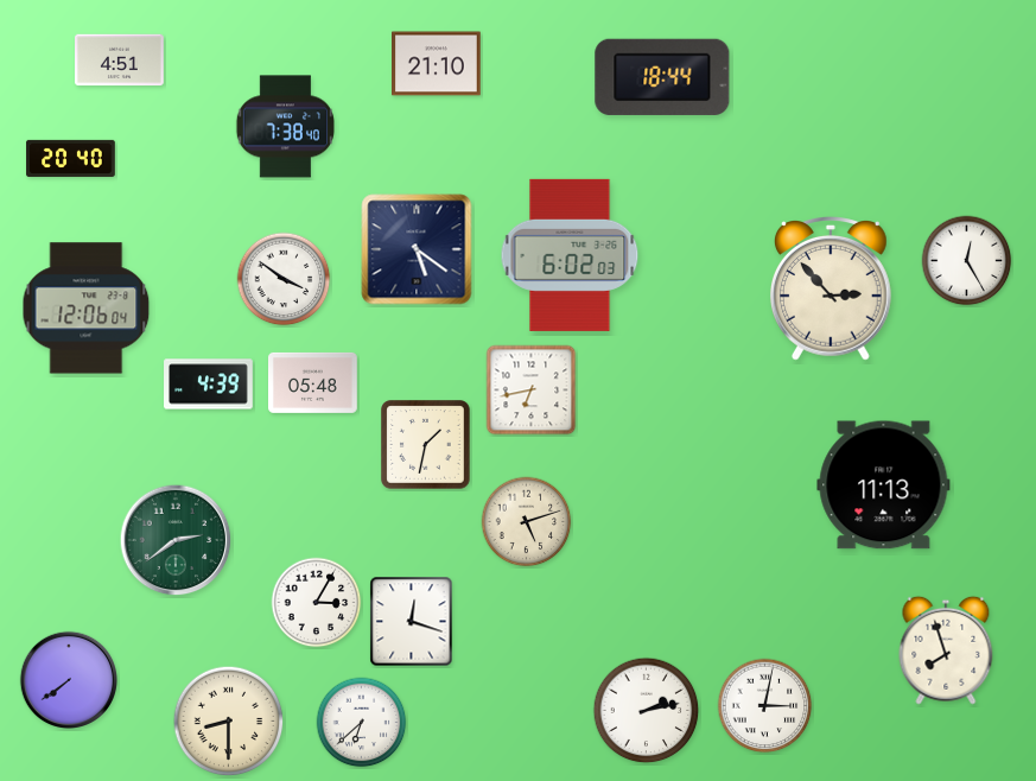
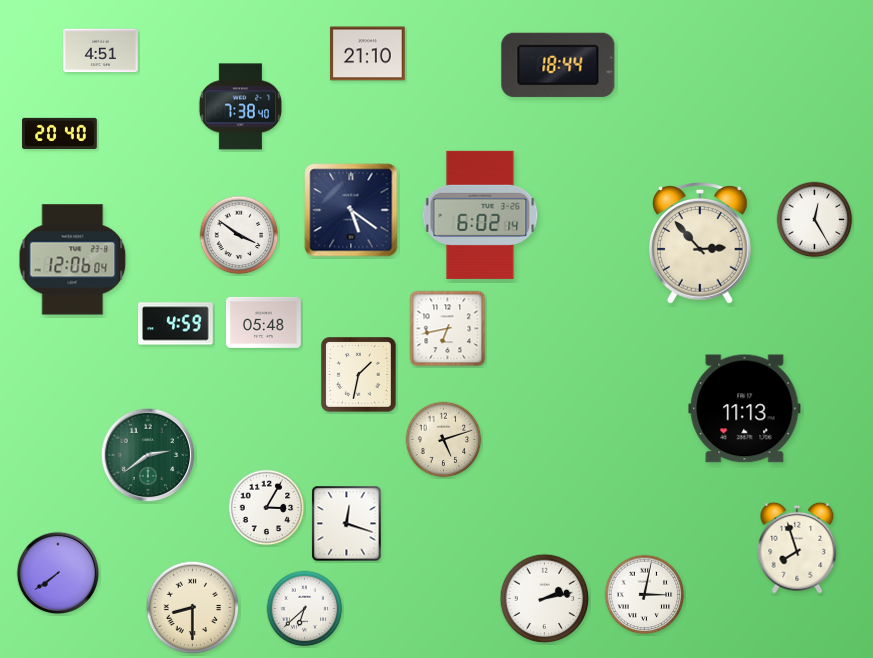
clock at (570, 255): 6:02:03 -> 6:02:14
clock at (209, 385): 4:39 -> 4:59
